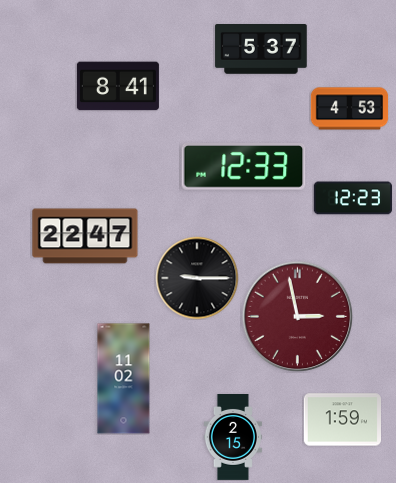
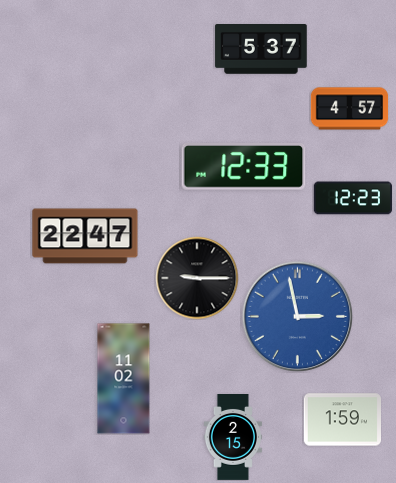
clock at (118, 86): 8:41 -> none
clock at (349, 109): 4:53 -> 4:57
clock at (297, 316) dial: burgundy -> blue
